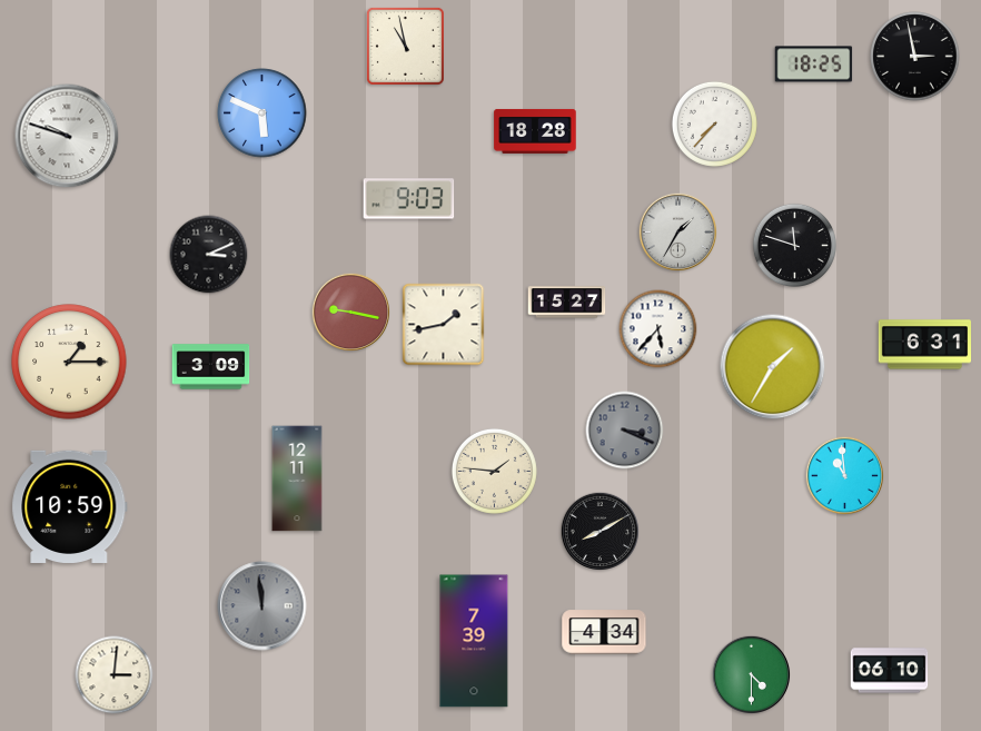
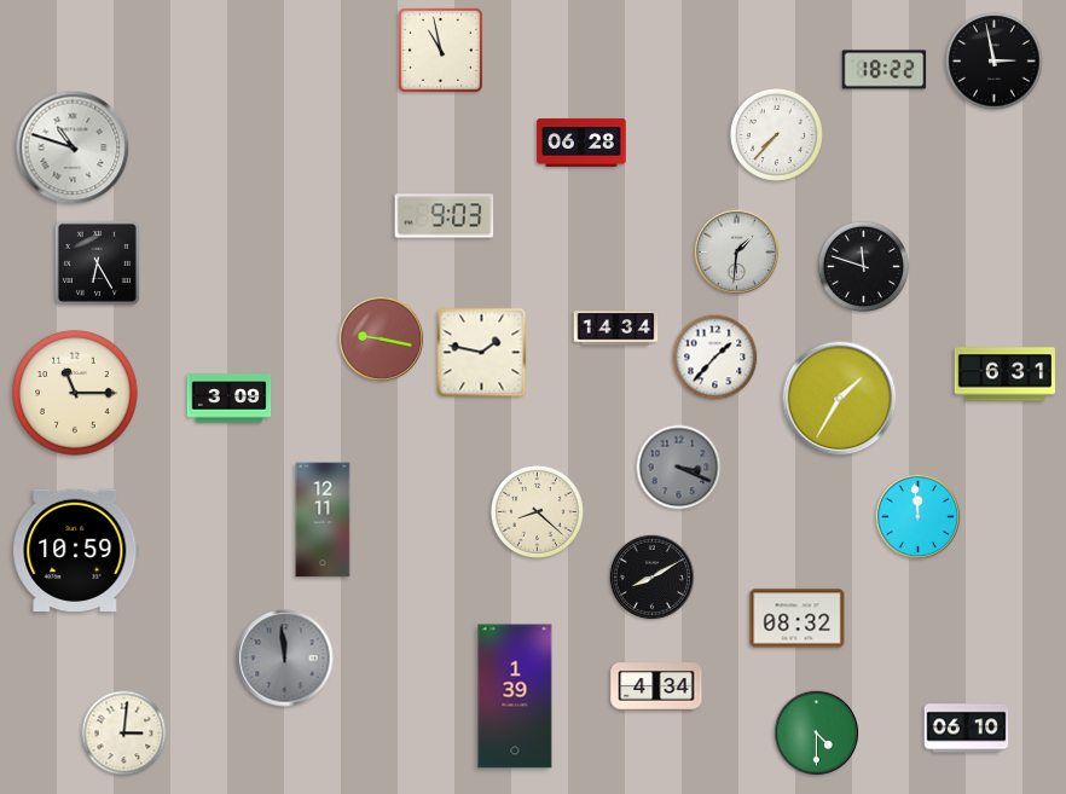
clock at (814, 65): 18:25 -> 18:22
clock at (262, 113): 5:49 -> none
clock at (535, 131): 18:28 -> 06:28
clock at (67, 136): 9:48 -> 10:48
clock at (678, 233): 1:35 -> 1:31
clock at (97, 262): none -> 6:25
clock at (209, 255): 3:11 -> none
clock at (567, 303): 15:27 -> 14:34
clock at (444, 325): 1:43 -> 1:47
clock at (658, 329): 5:37 -> 1:37
clock at (69, 362): 1:15 -> 11:15
clock at (494, 471): 1:46 -> 8:22
clock at (845, 476): 10:59 -> 11:59
clock at (798, 619): none -> 08:32
clock at (474, 641): 7:39 -> 1:39
